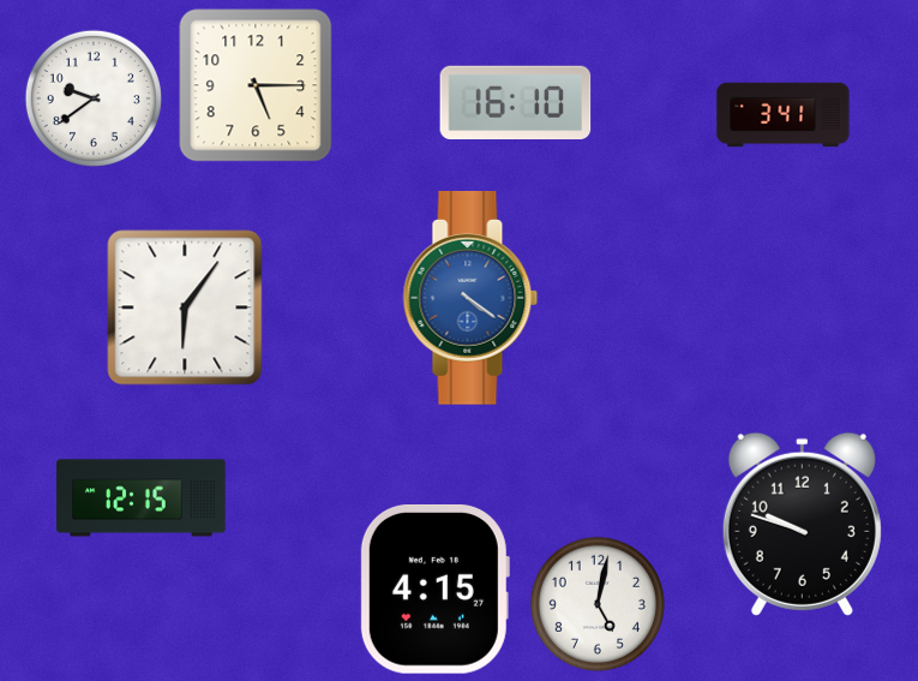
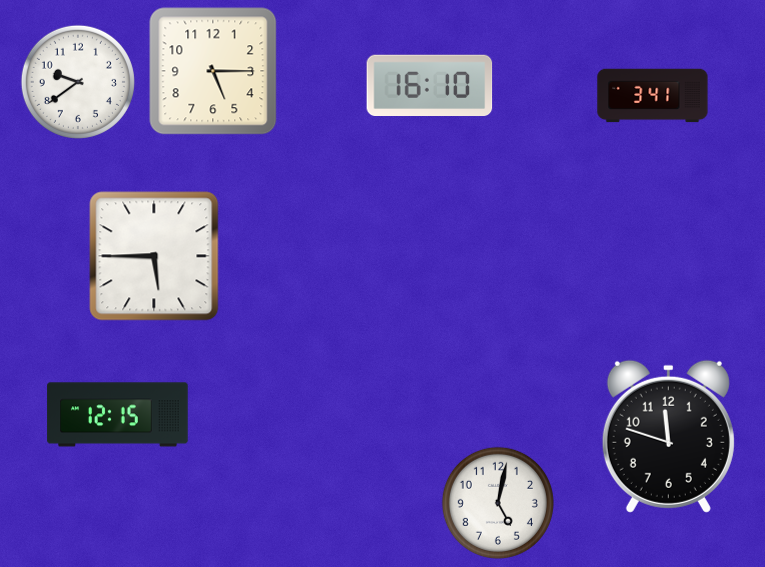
clock at (470, 298): 4:21 -> none
clock at (185, 307): 6:06 -> 5:45
clock at (802, 524): 9:48 -> 11:48
clock at (434, 589): 4:15 -> none
